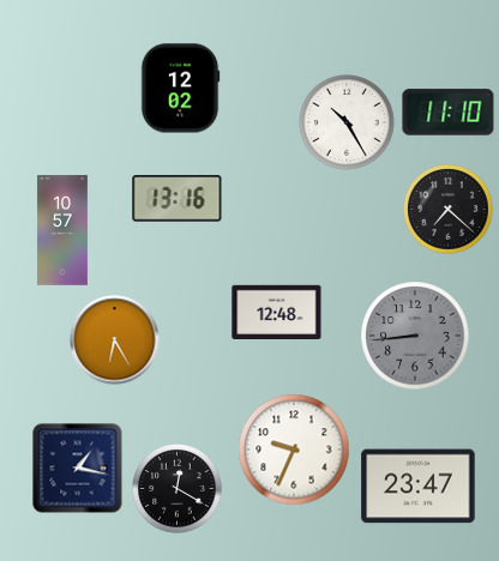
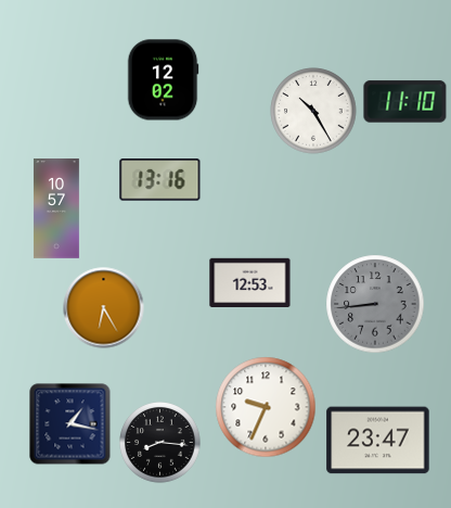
clock at (449, 210): 7:22 -> none
clock at (277, 312): 12:48 -> 12:53
clock at (178, 489): 12:20 -> 8:16
